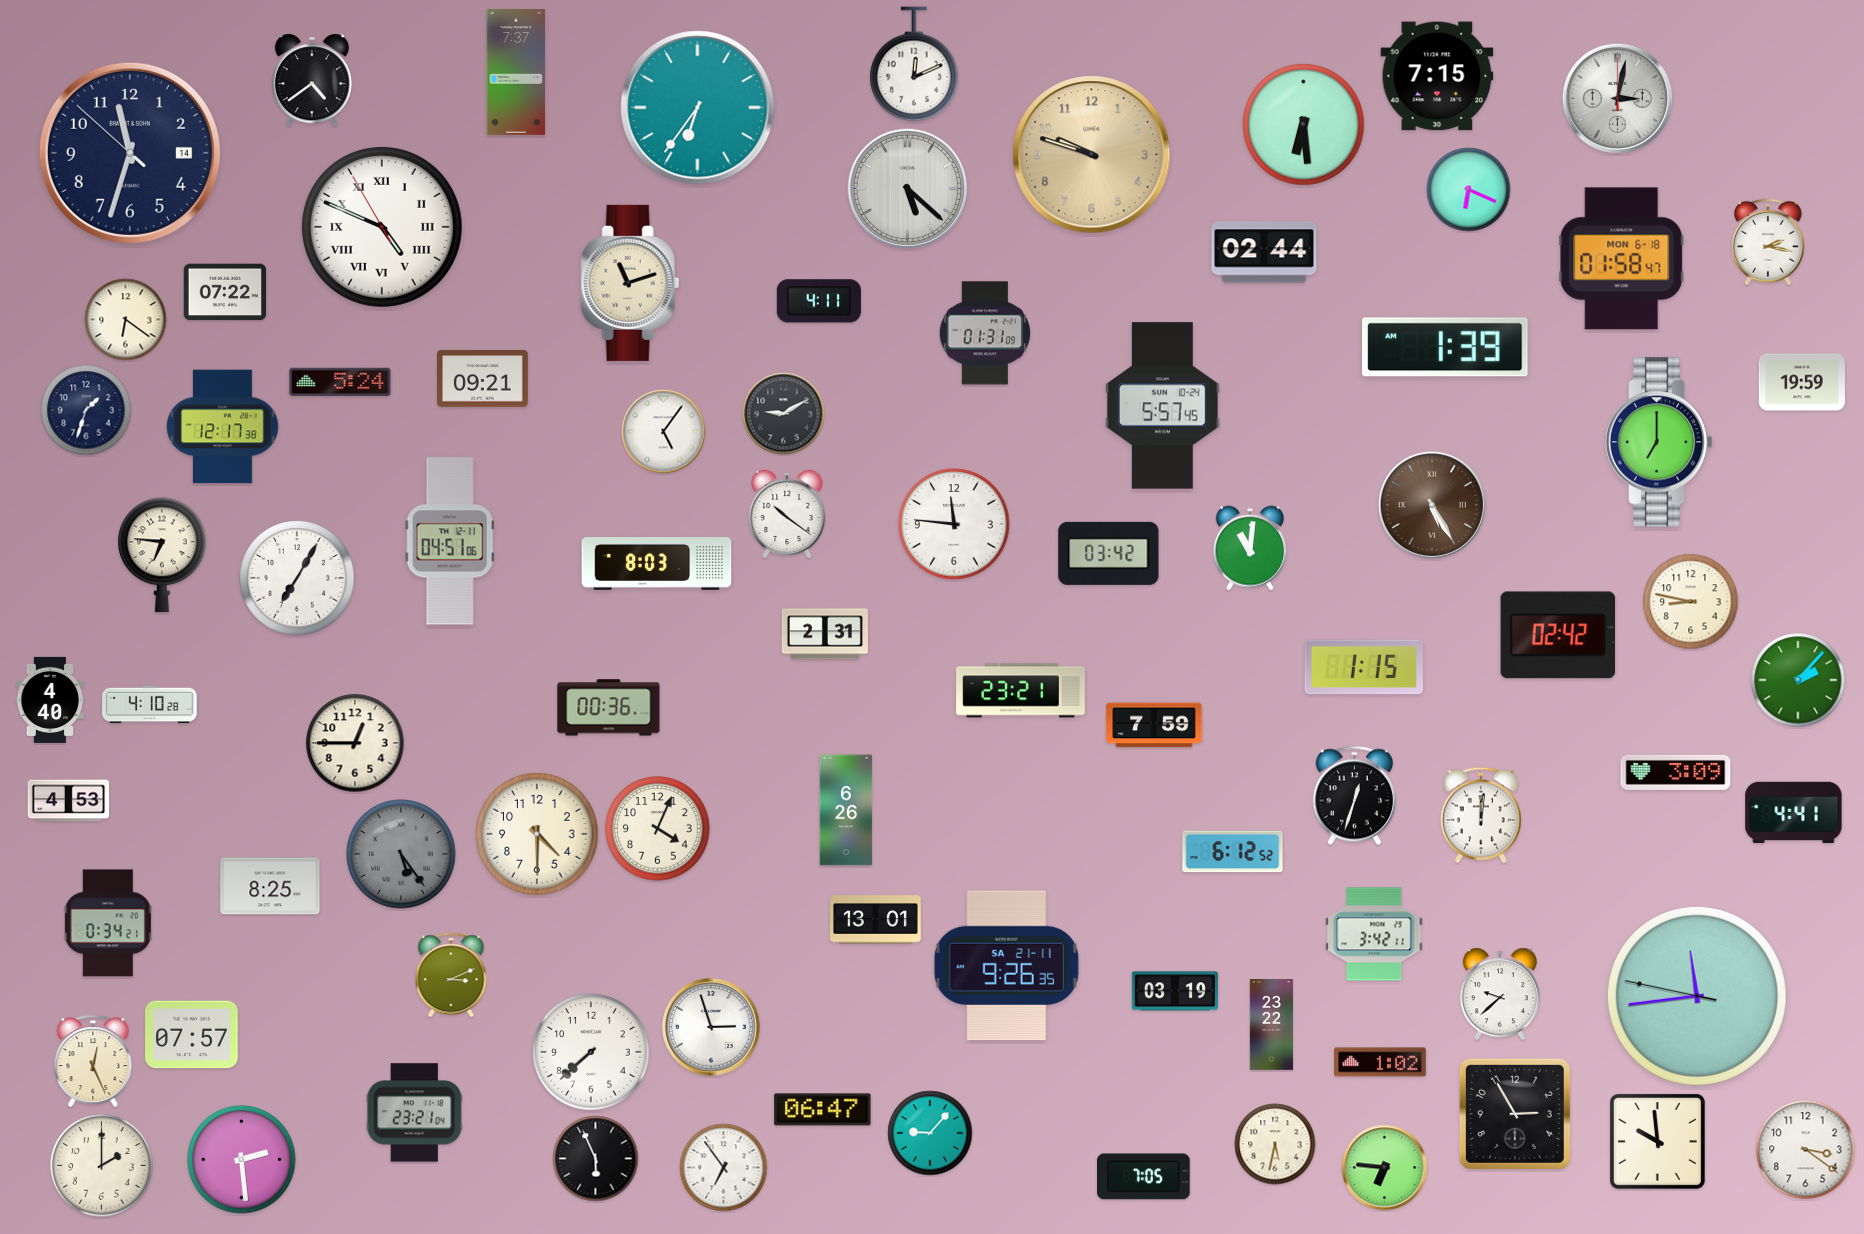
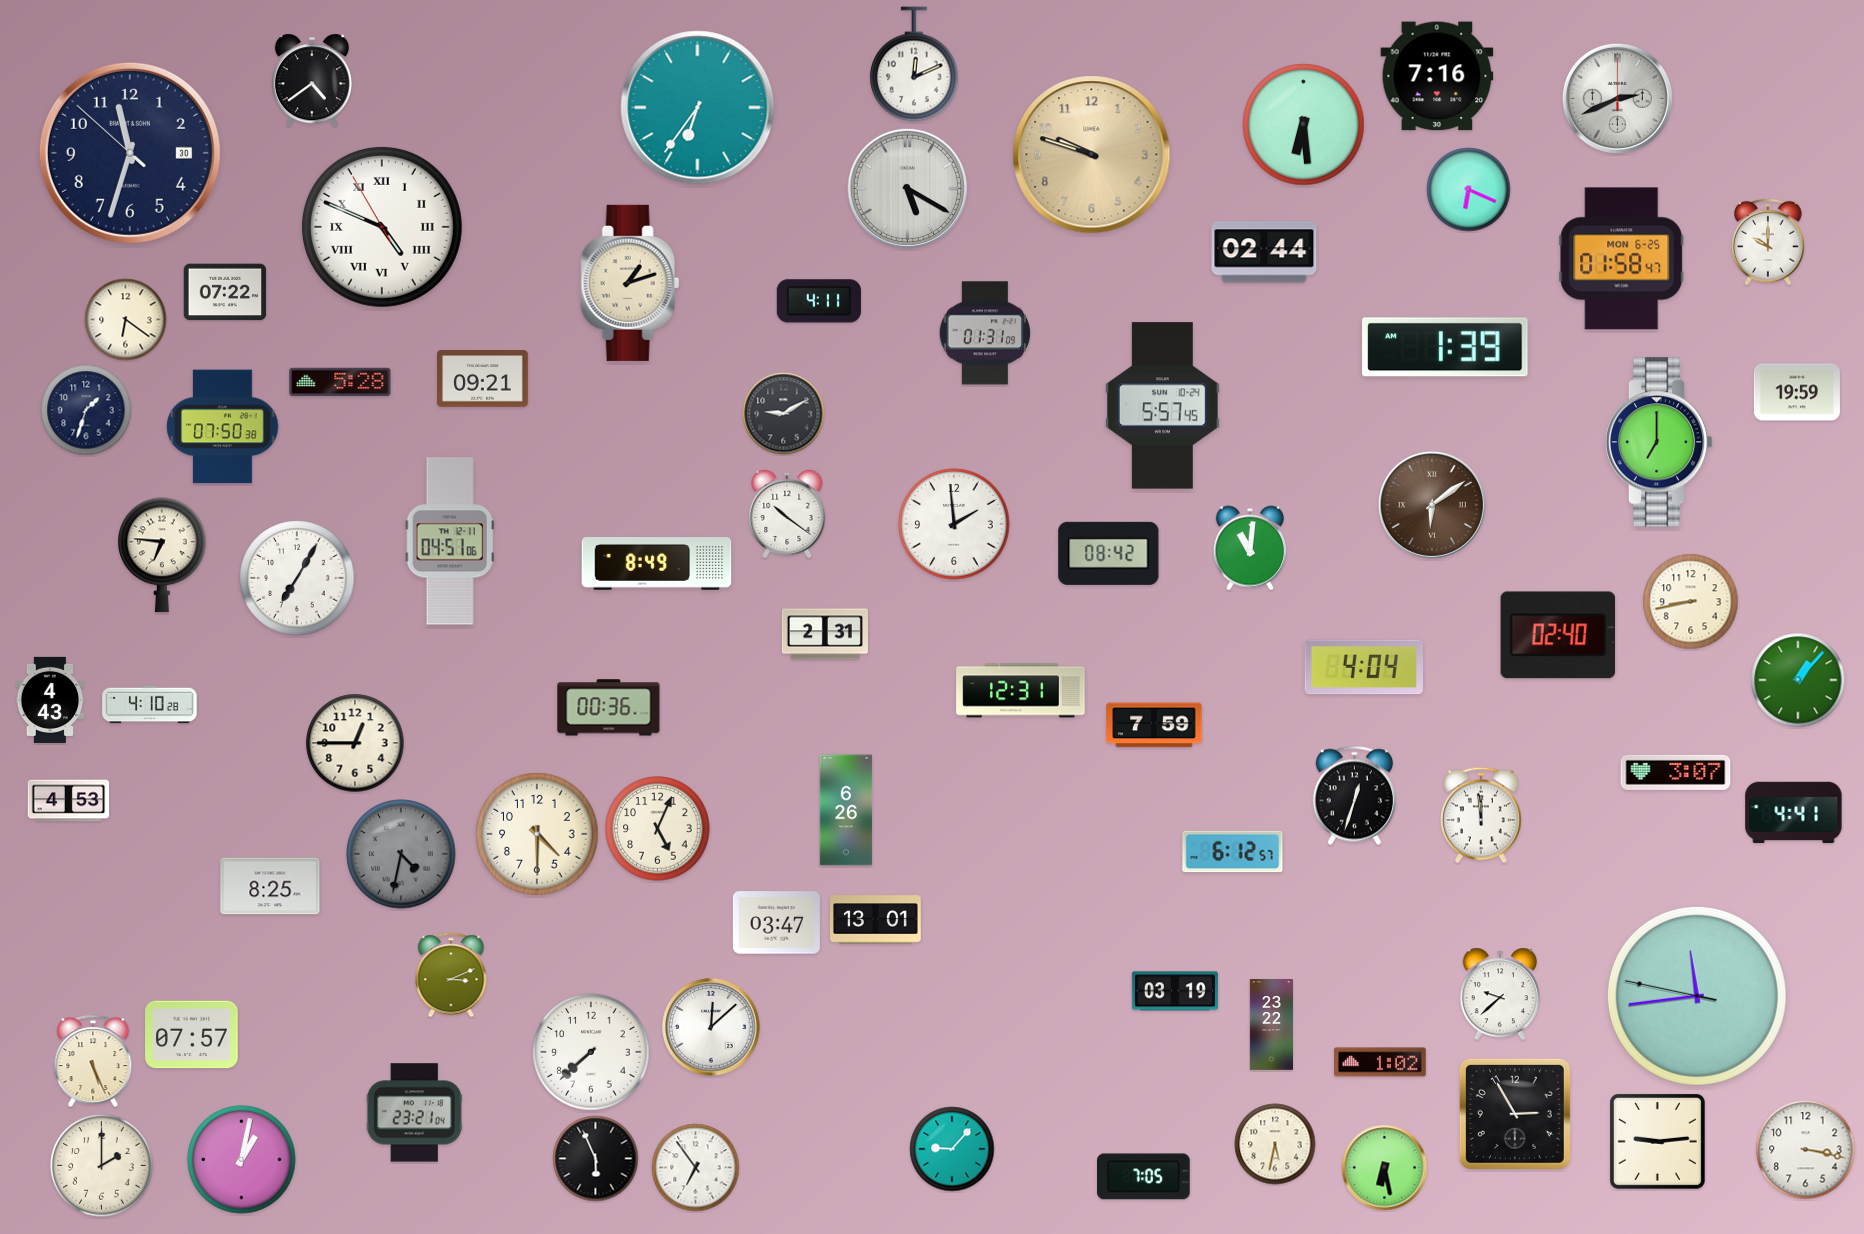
clock at (516, 73): 7:37 -> none
clock at (1437, 76): 7:15 -> 7:16
clock at (1617, 98): 3:02 -> 2:41
clock at (130, 153) date: 14 -> 30
clock at (907, 188): 5:22 -> 5:20
clock at (1768, 242): 2:17 -> 10:00
clock at (1622, 259) date: MON 6-18 -> MON 6-25
clock at (630, 283): 11:12 -> 1:12
clock at (340, 382): 5:24 -> 5:28
clock at (1802, 382) position: (1802, 382) -> (1797, 392)
clock at (223, 427): 12:17 -> 07:50
clock at (664, 432): 5:06 -> none
clock at (1432, 505): 5:25 -> 6:09
clock at (954, 524): 11:46 -> 1:59
clock at (1109, 553): 03:42 -> 08:42
clock at (657, 564): 8:03 -> 8:49
clock at (1691, 602): 8:47 -> 8:43
clock at (1558, 635): 02:42 -> 02:40
clock at (1364, 667): 1:15 -> 4:04
clock at (1798, 680): 2:07 -> 1:07
clock at (1021, 691): 23:21 -> 12:31
clock at (50, 700): 4:40 -> 4:43
clock at (1676, 772): 3:09 -> 3:07
clock at (1482, 815): 12:01 -> 11:59
clock at (658, 829): 4:04 -> 5:04
clock at (1233, 852): 6:12:52 -> 6:12:57
clock at (401, 854): 5:24 -> 4:32
clock at (108, 923): 0:34 -> none
clock at (776, 923): none -> 03:47
clock at (1374, 934): 3:42 -> none
clock at (1006, 966): 9:26 -> none
clock at (711, 1027): 2:57 -> 12:08
clock at (93, 1061): 12:26 -> 5:26
clock at (823, 1110): 06:47 -> none
clock at (930, 1133) position: (930, 1133) -> (952, 1149)
clock at (1657, 1141): 9:59 -> 9:14
clock at (1806, 1150): 3:21 -> 3:17
clock at (242, 1160): 2:29 -> 1:02
clock at (724, 1168) position: (724, 1168) -> (696, 1168)
clock at (1385, 1168): 6:46 -> 6:28
